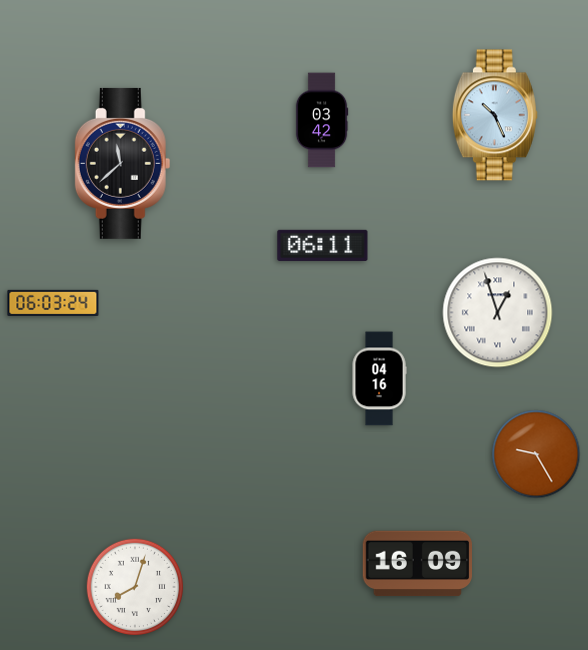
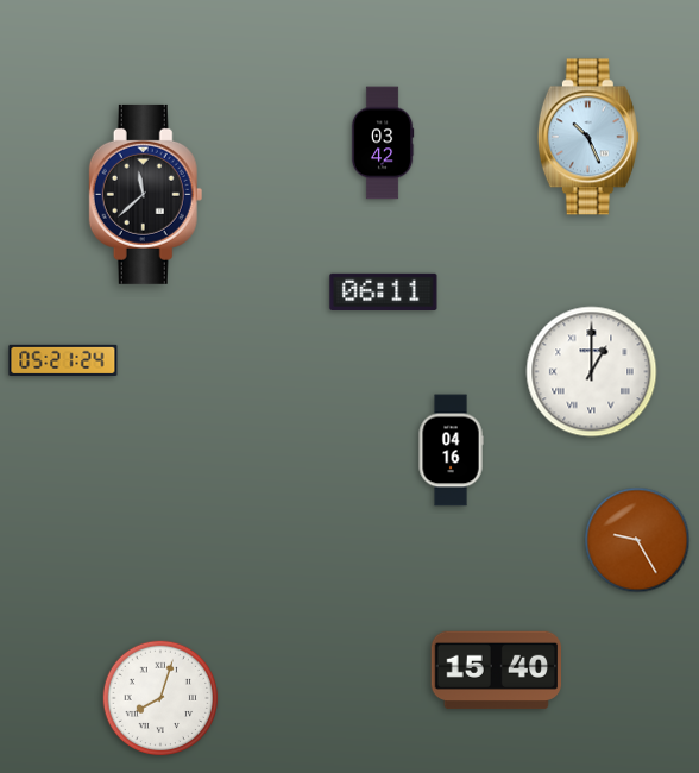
clock at (53, 302): 06:03 -> 05:21
clock at (498, 313): 12:57 -> 1:00
clock at (417, 564): 16:09 -> 15:40
